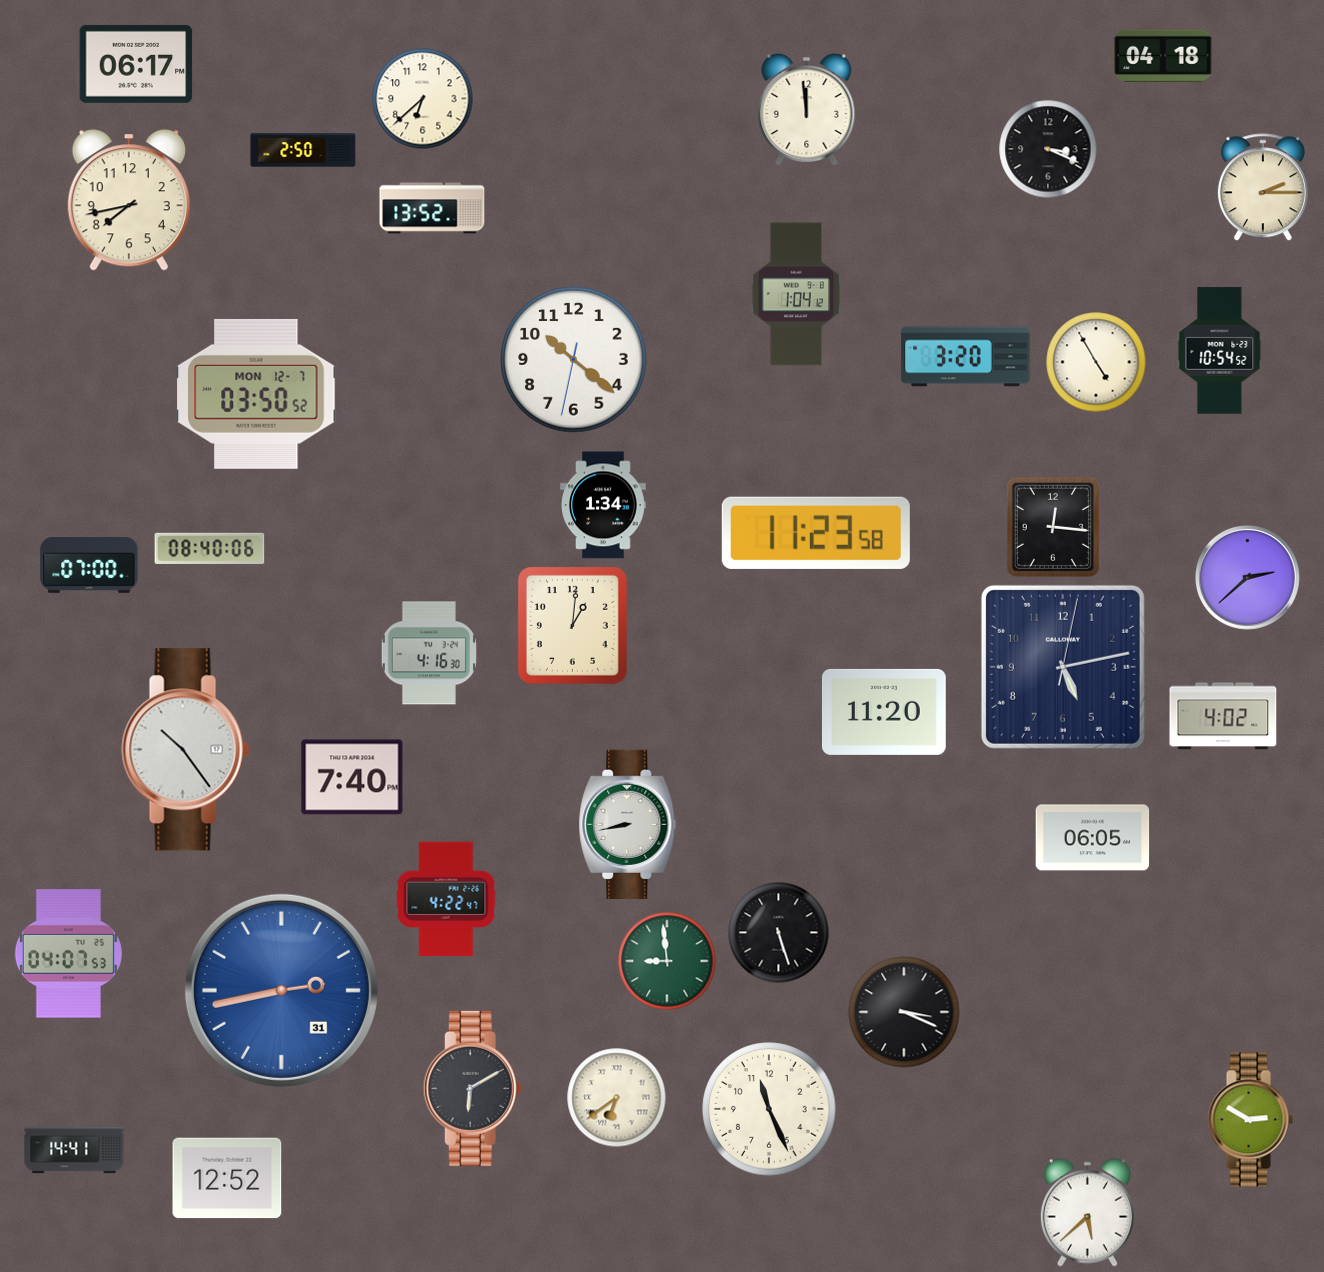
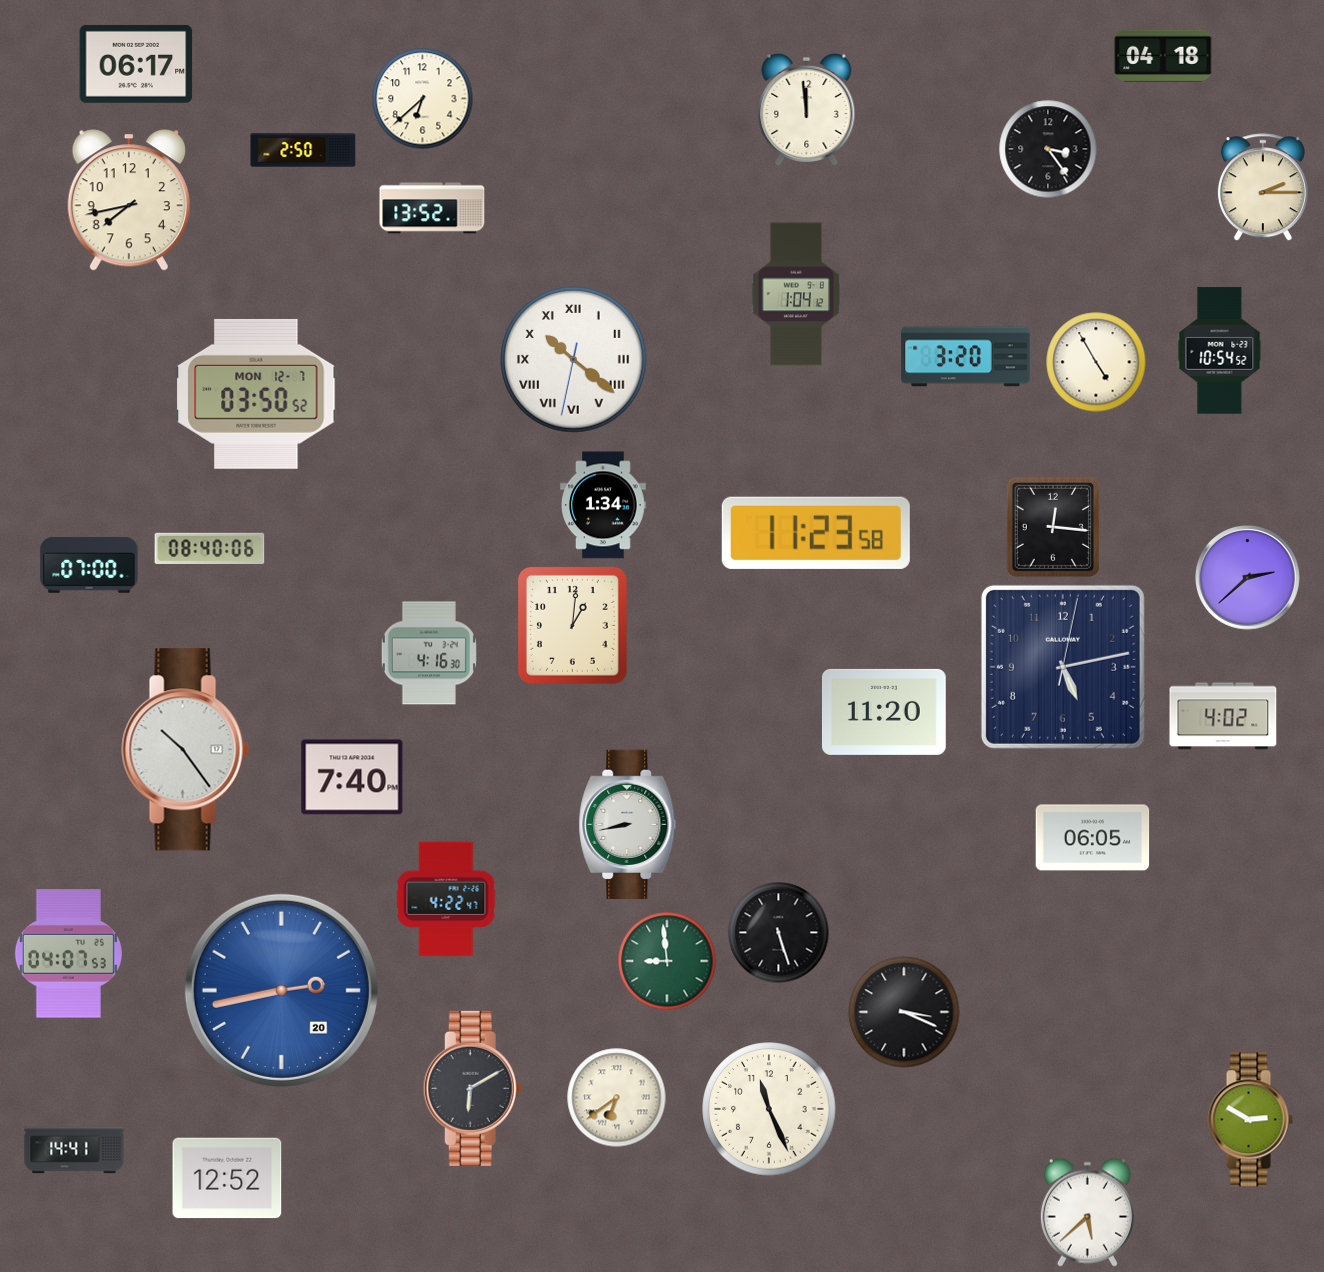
clock at (1048, 149): 3:19 -> 3:24
clock at (574, 360) numerals: Arabic -> Roman
clock at (281, 990) date: 31 -> 20
